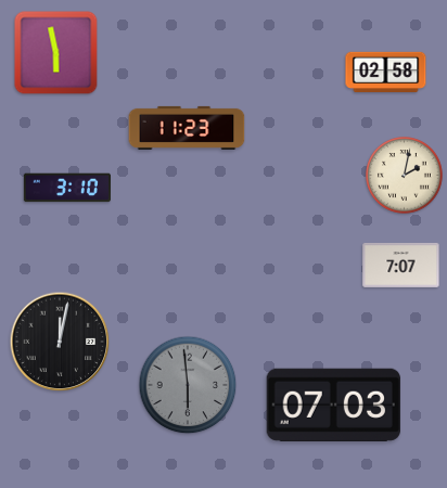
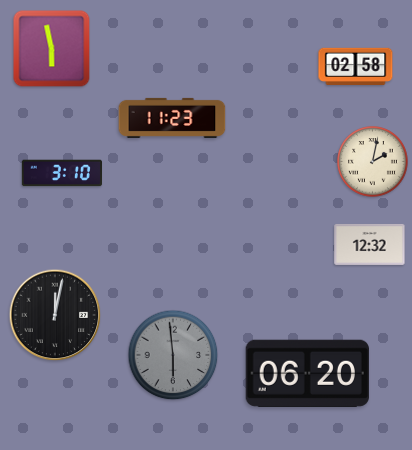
clock at (401, 265): 7:07 -> 12:32
clock at (333, 404): 07:03 -> 06:20
